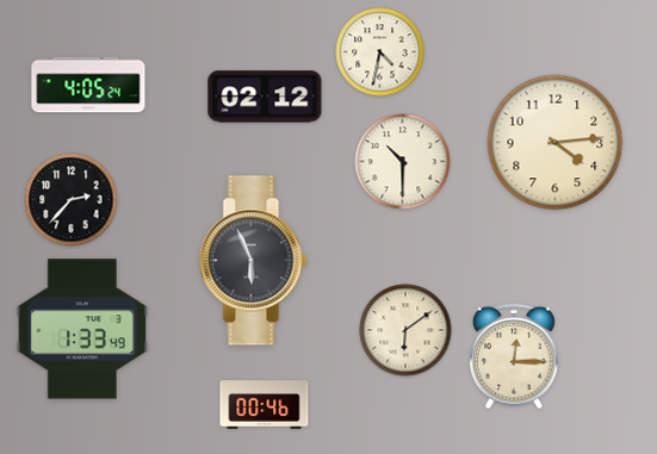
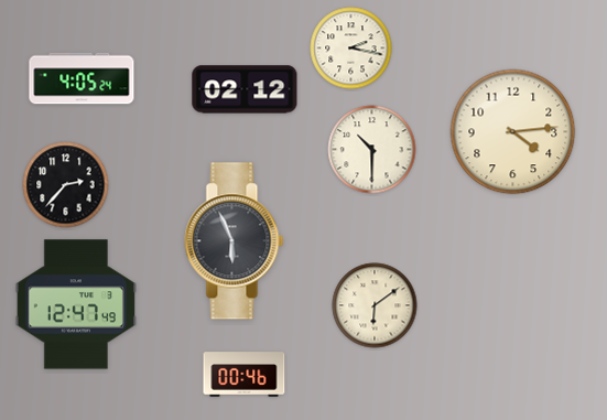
clock at (380, 52): 4:32 -> 2:17
clock at (81, 329): 1:33 -> 12:47
clock at (514, 356): 12:15 -> none
